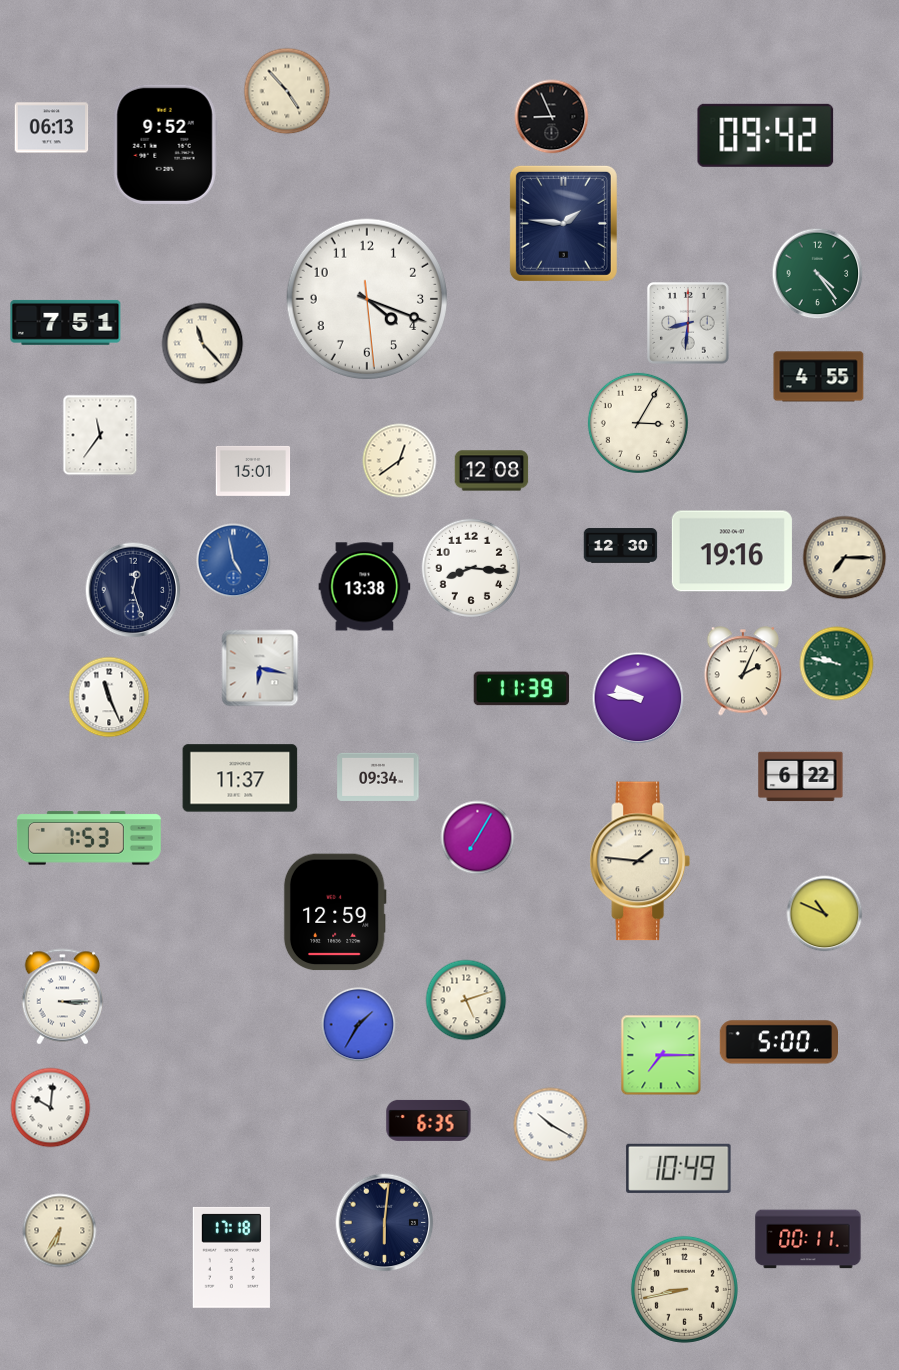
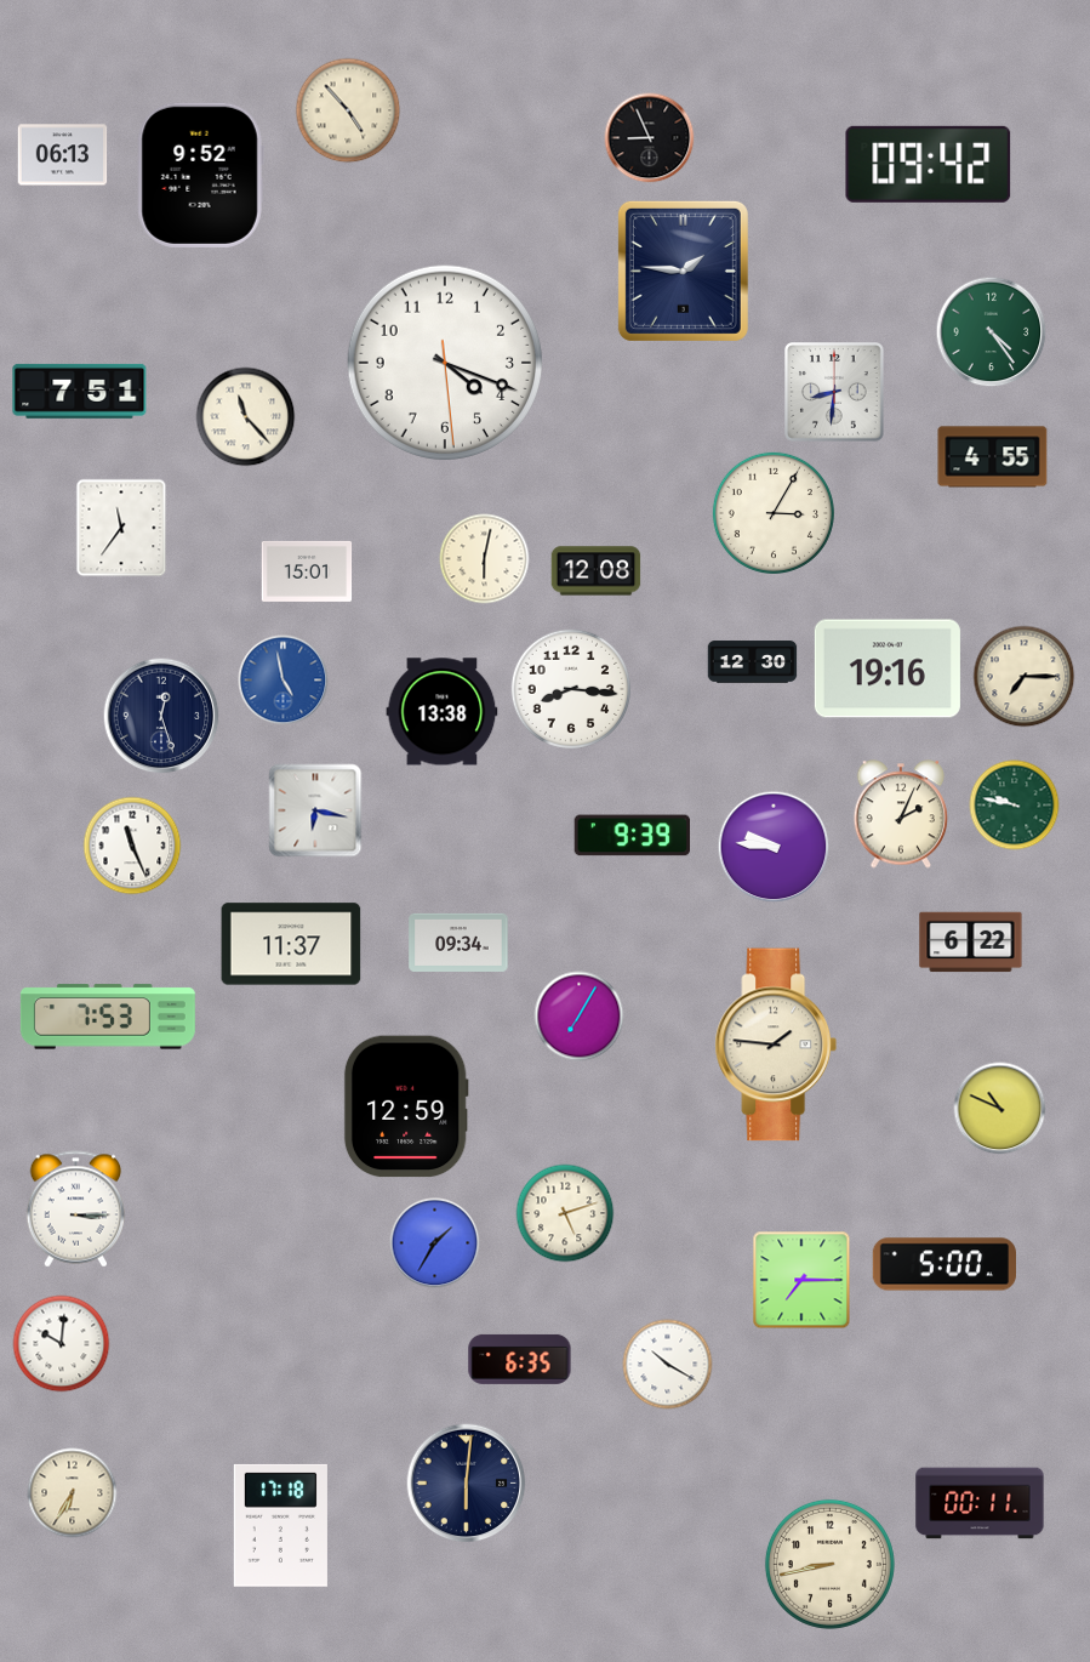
clock at (552, 117) position: (552, 117) -> (650, 138)
clock at (400, 461): 12:39 -> 6:02
clock at (522, 689): 11:39 -> 9:39
clock at (679, 1168): 10:49 -> none
